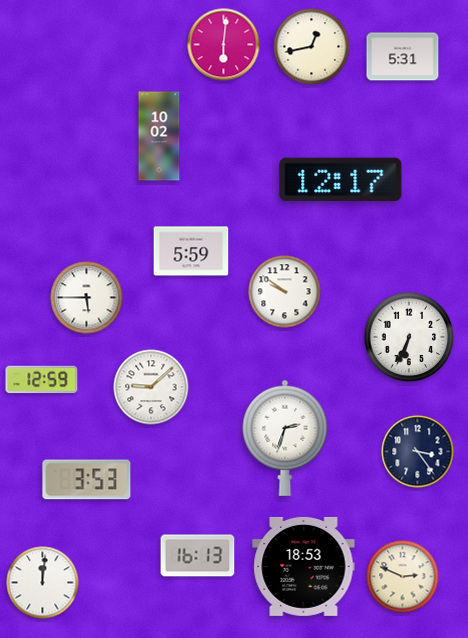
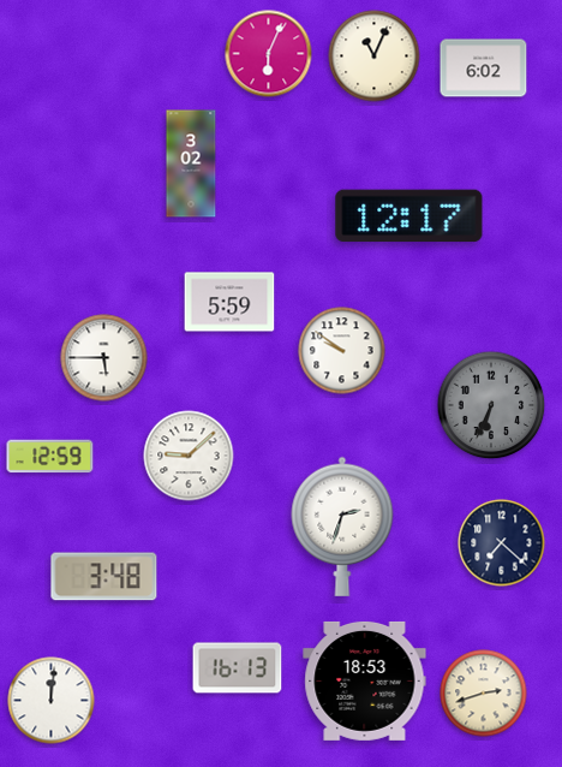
clock at (224, 45): 6:01 -> 6:04
clock at (312, 47): 12:43 -> 11:04
clock at (403, 57): 5:31 -> 6:02
clock at (159, 136): 10:02 -> 3:02
clock at (409, 337) dial: white -> grey
clock at (151, 387) position: (151, 387) -> (189, 456)
clock at (418, 452): 3:24 -> 7:22
clock at (87, 480): 3:53 -> 3:48
clock at (403, 577): 2:49 -> 2:42
